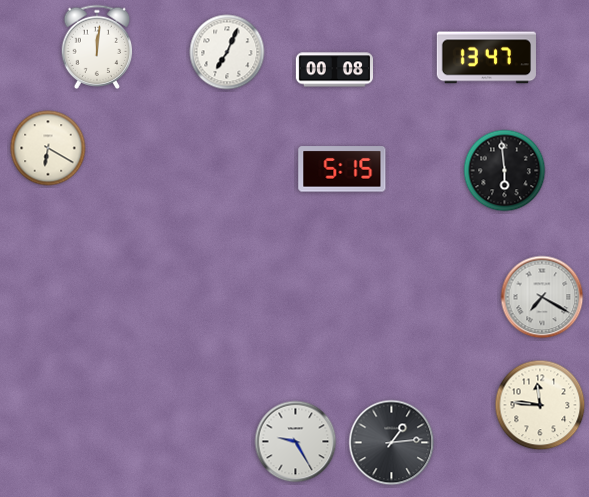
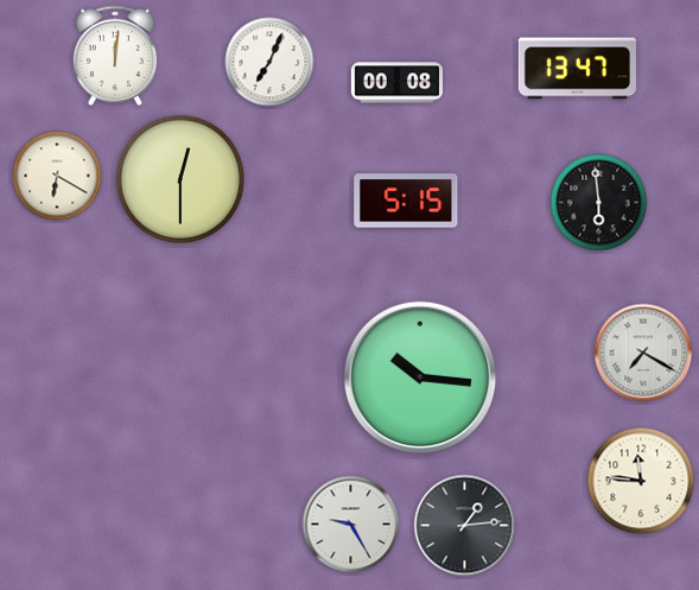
clock at (180, 179): none -> 12:30
clock at (420, 378): none -> 10:16
